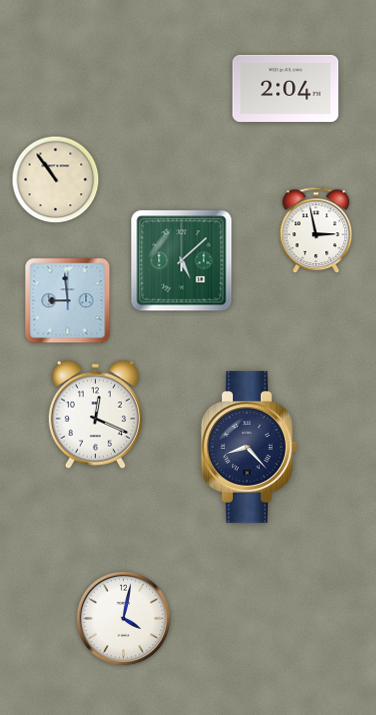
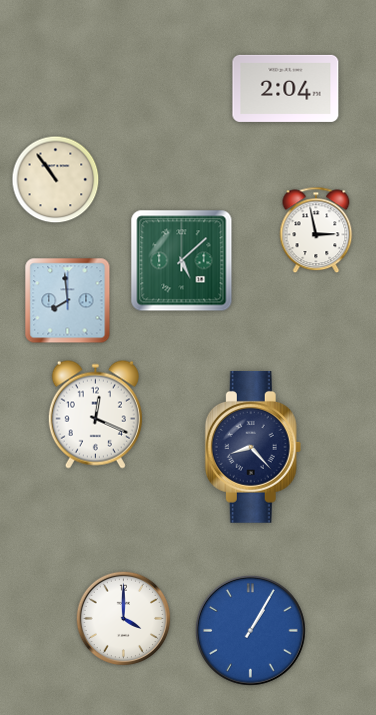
clock at (68, 301): 8:59 -> 7:59
clock at (249, 447) position: (249, 447) -> (253, 447)
clock at (124, 619): 4:02 -> 4:00
clock at (250, 630): none -> 1:05
